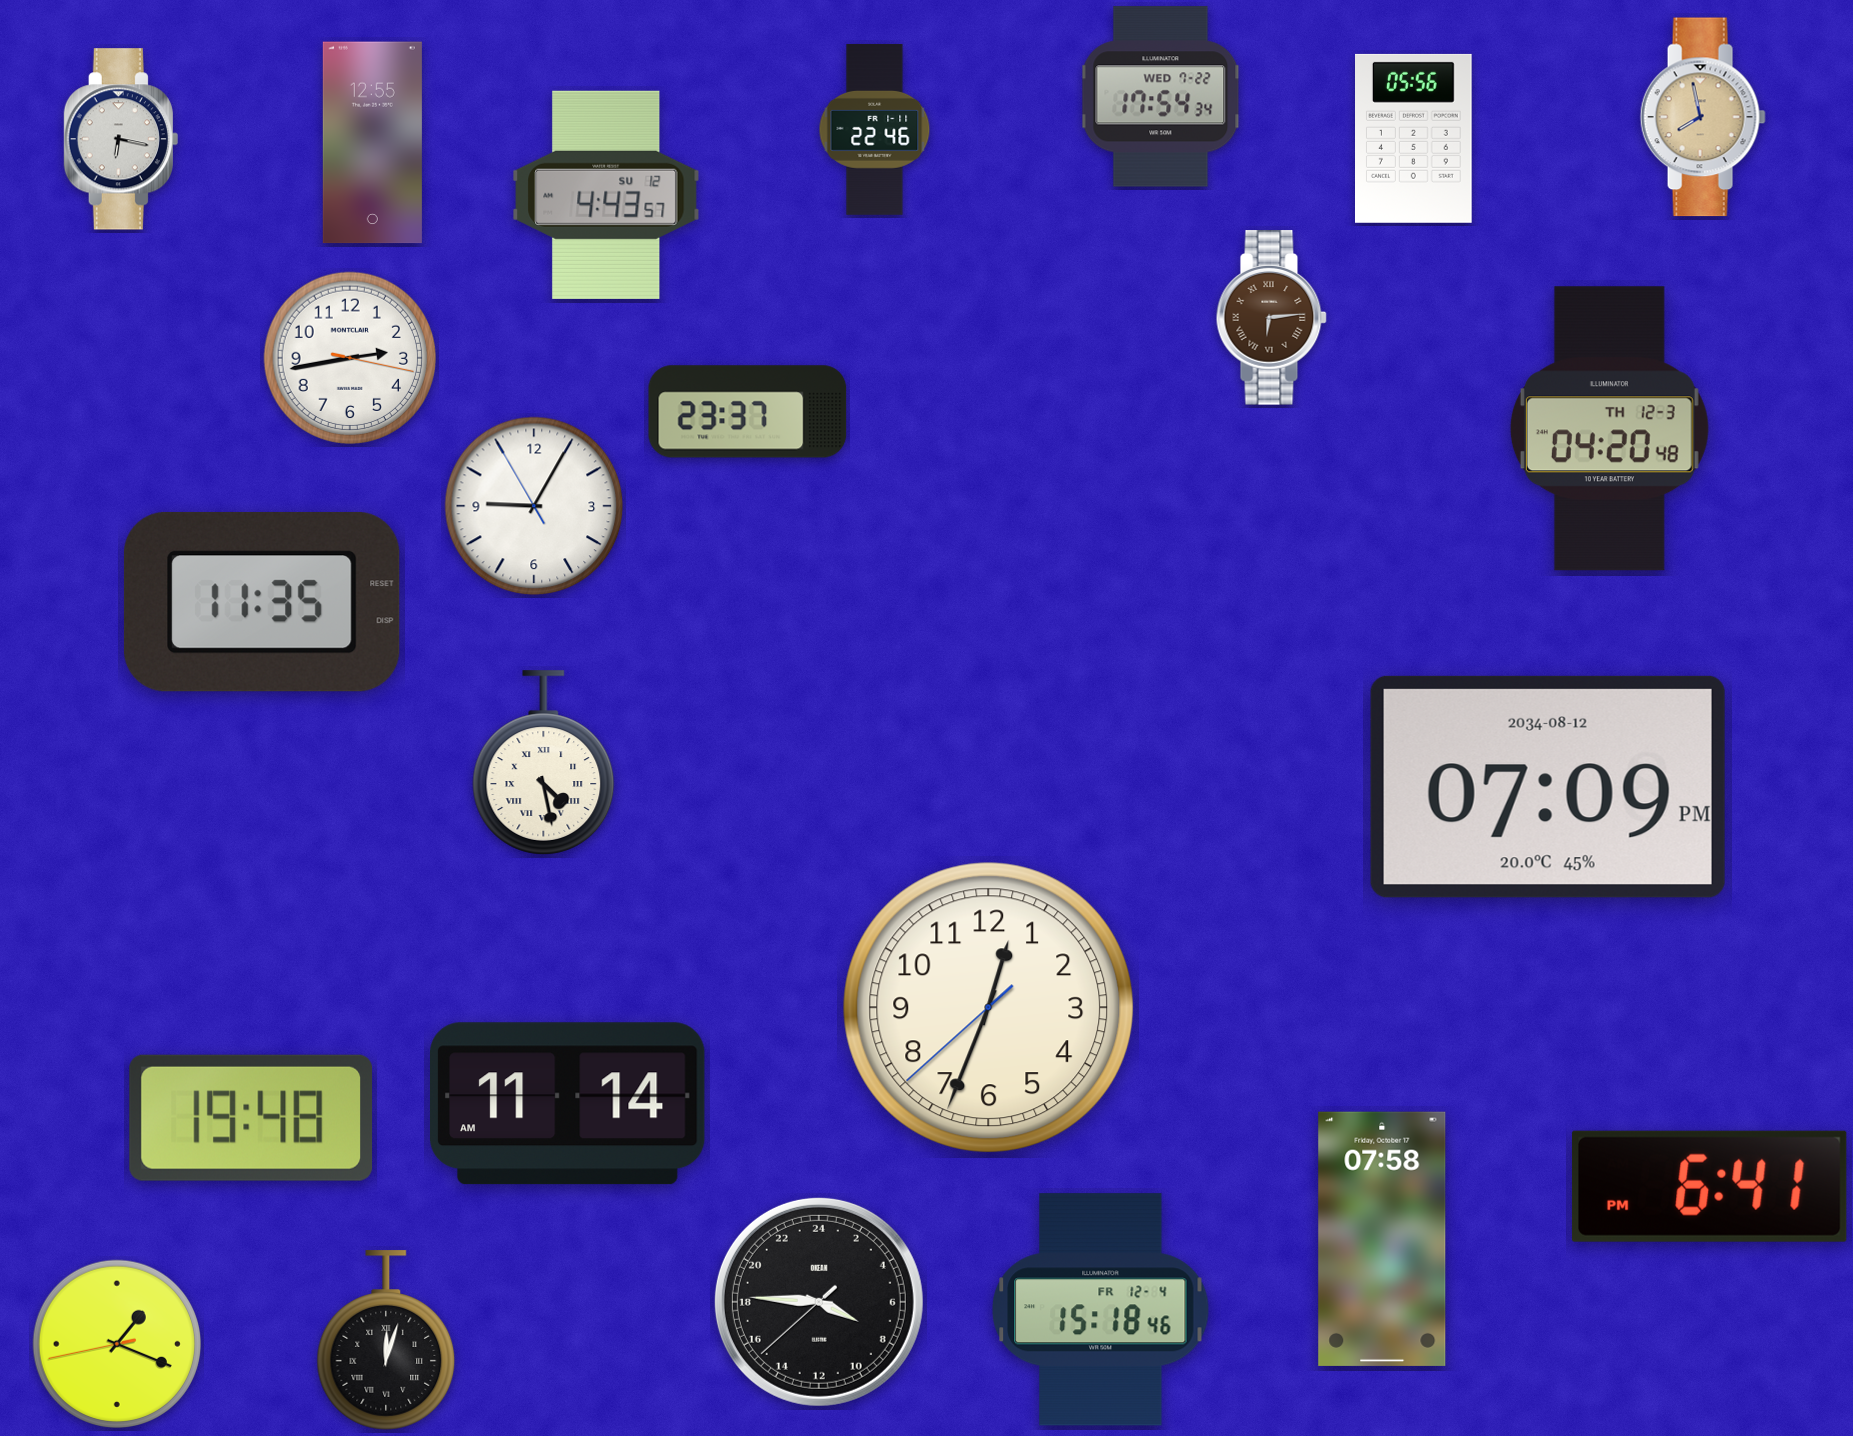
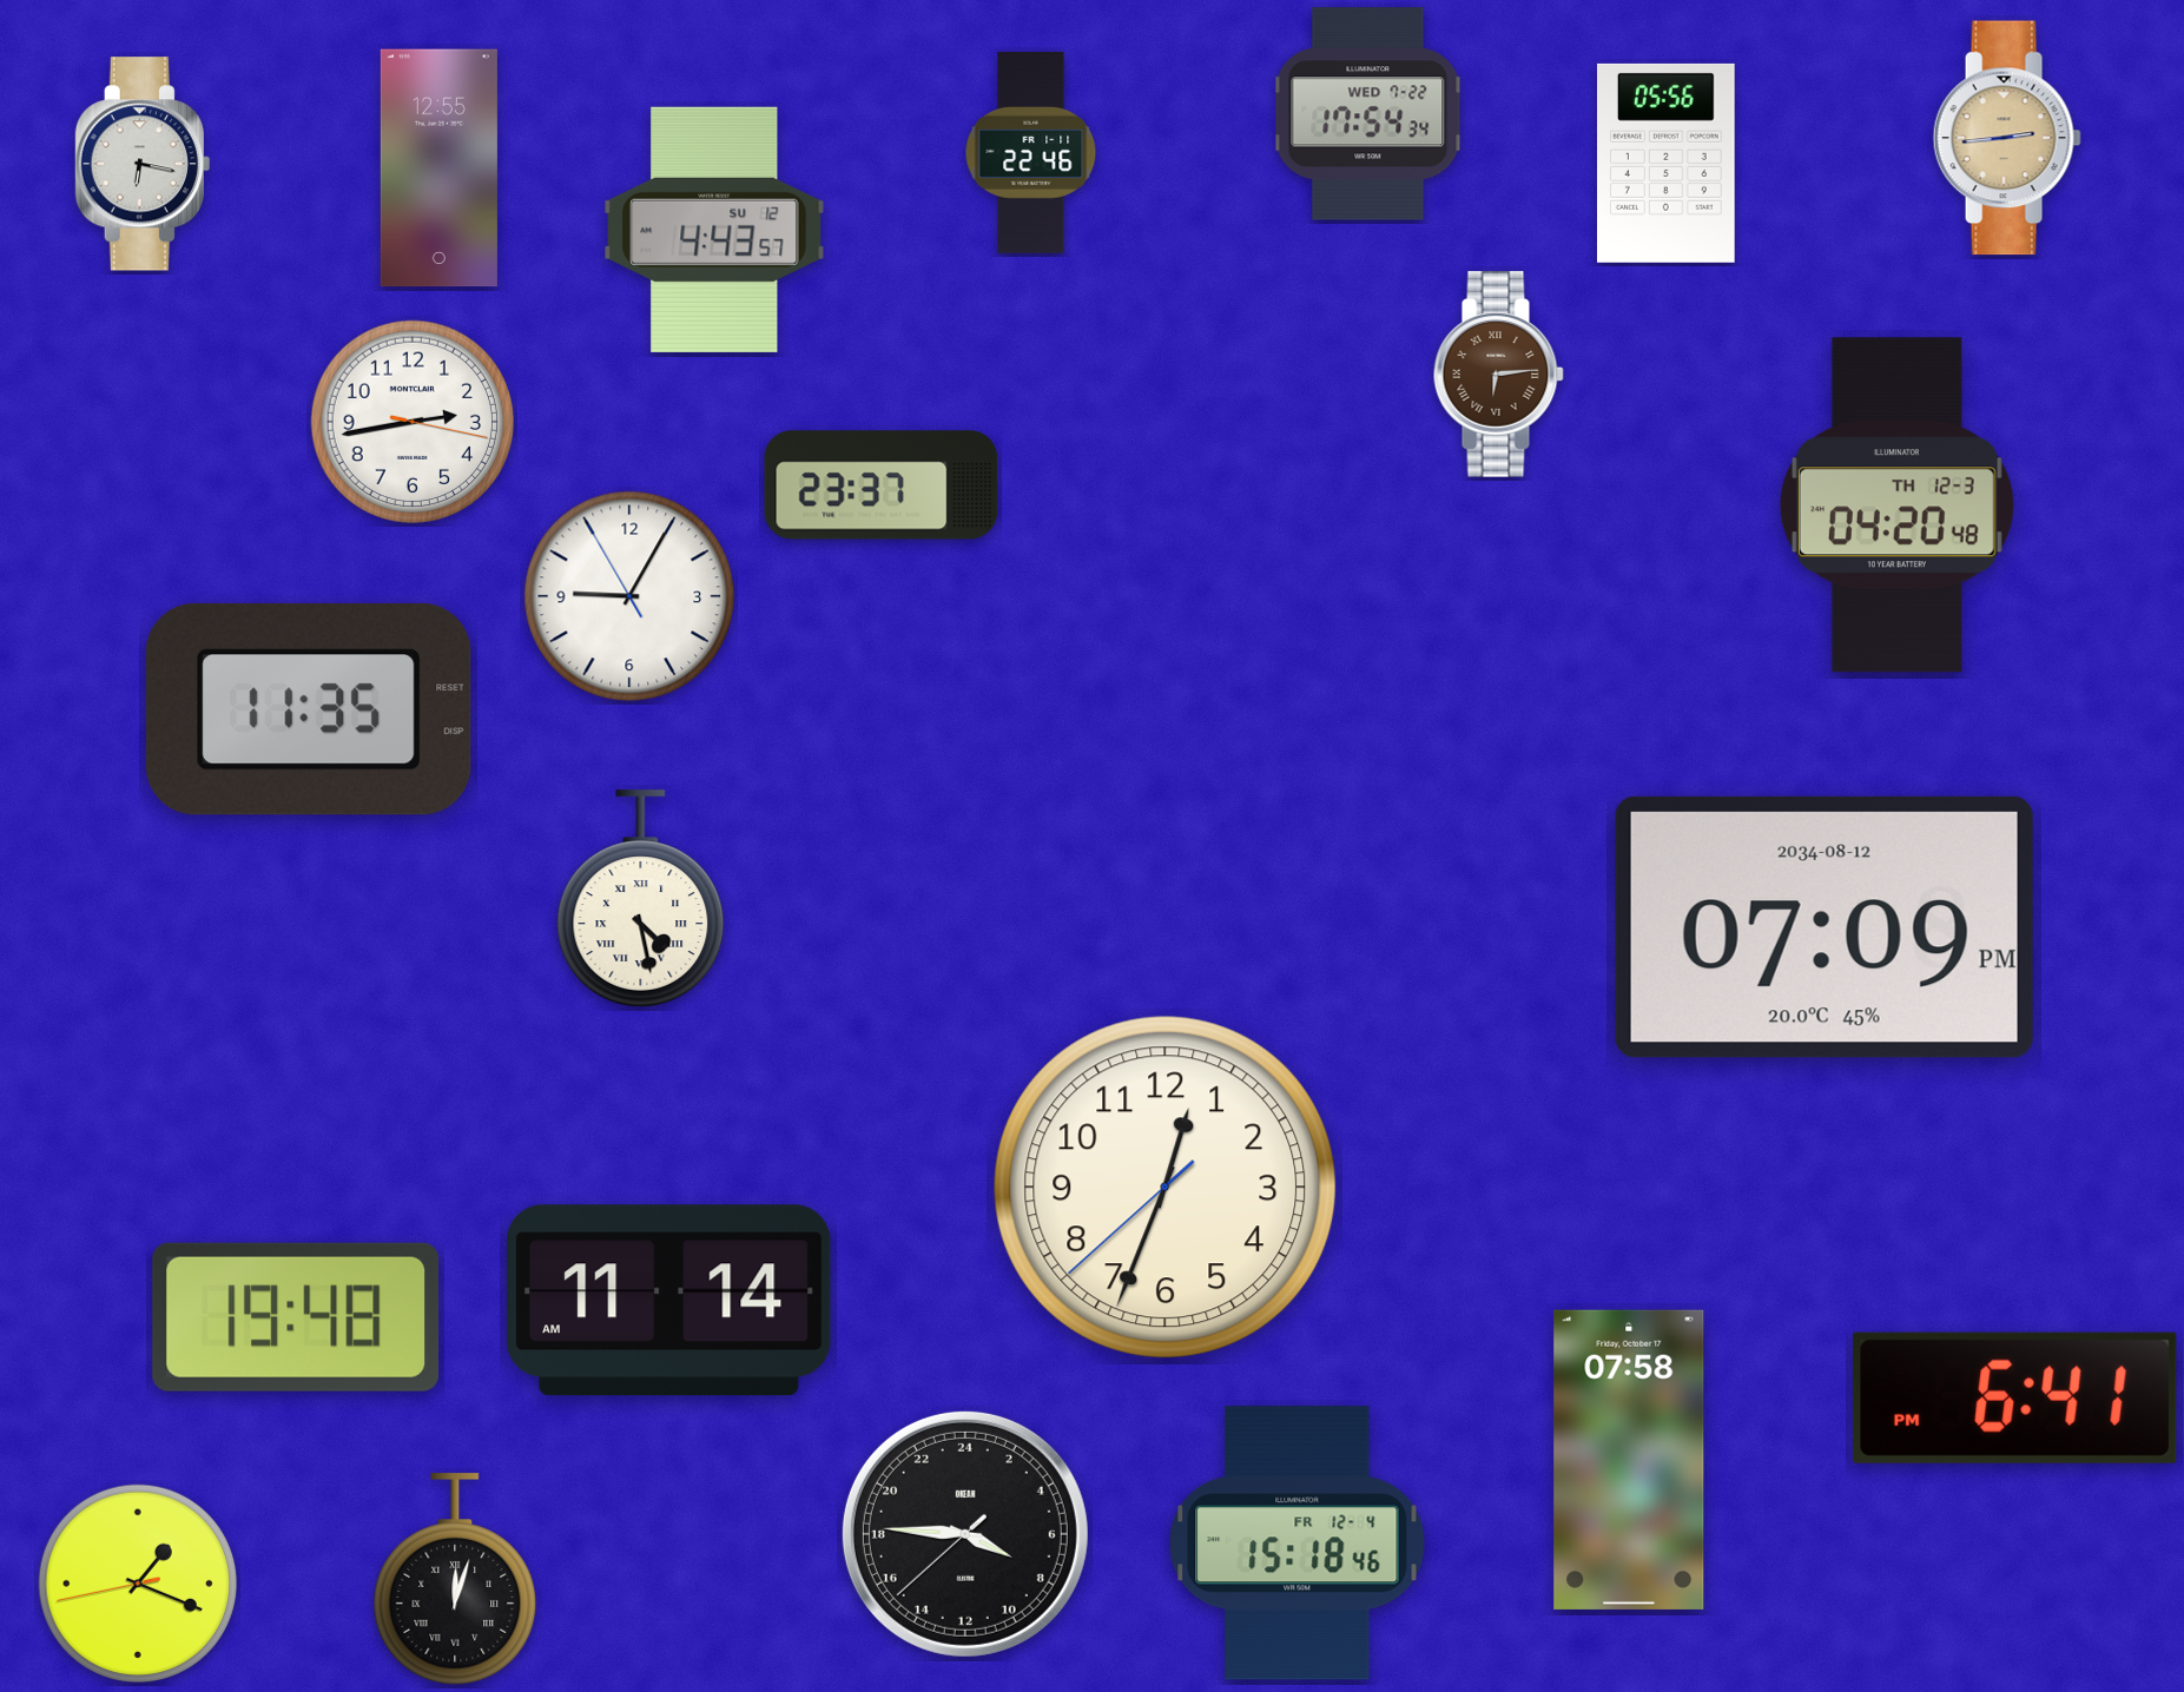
clock at (1703, 117): 7:58 -> 2:44
